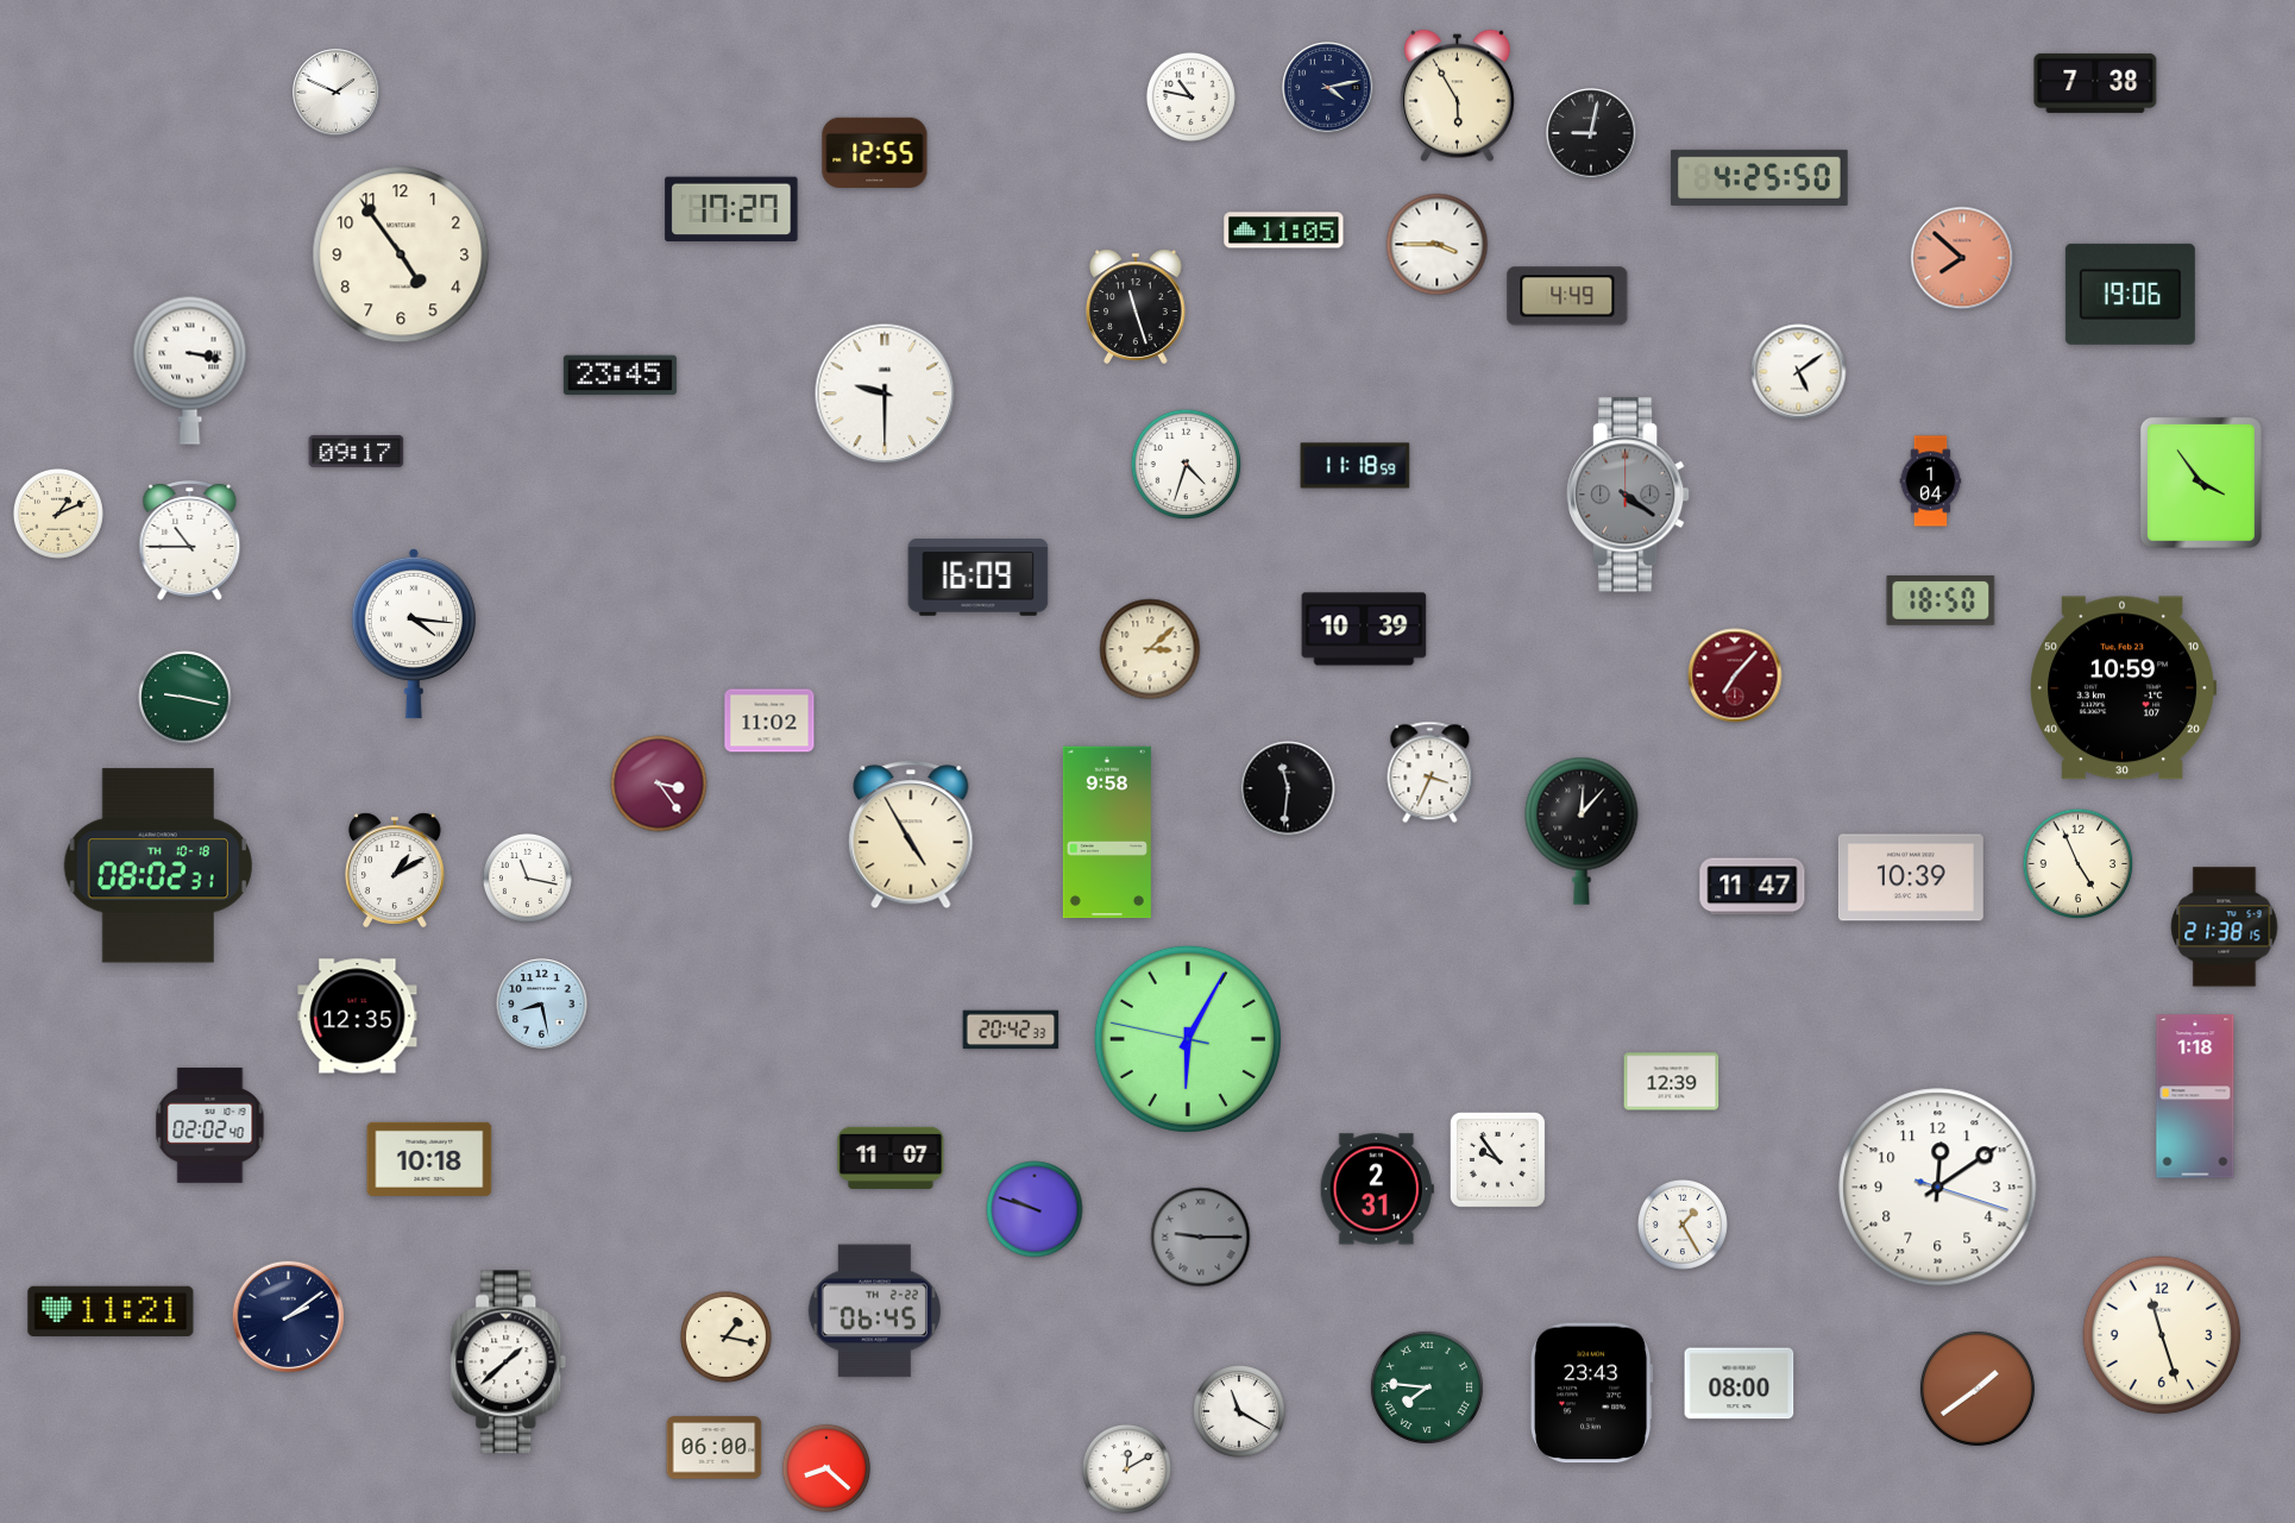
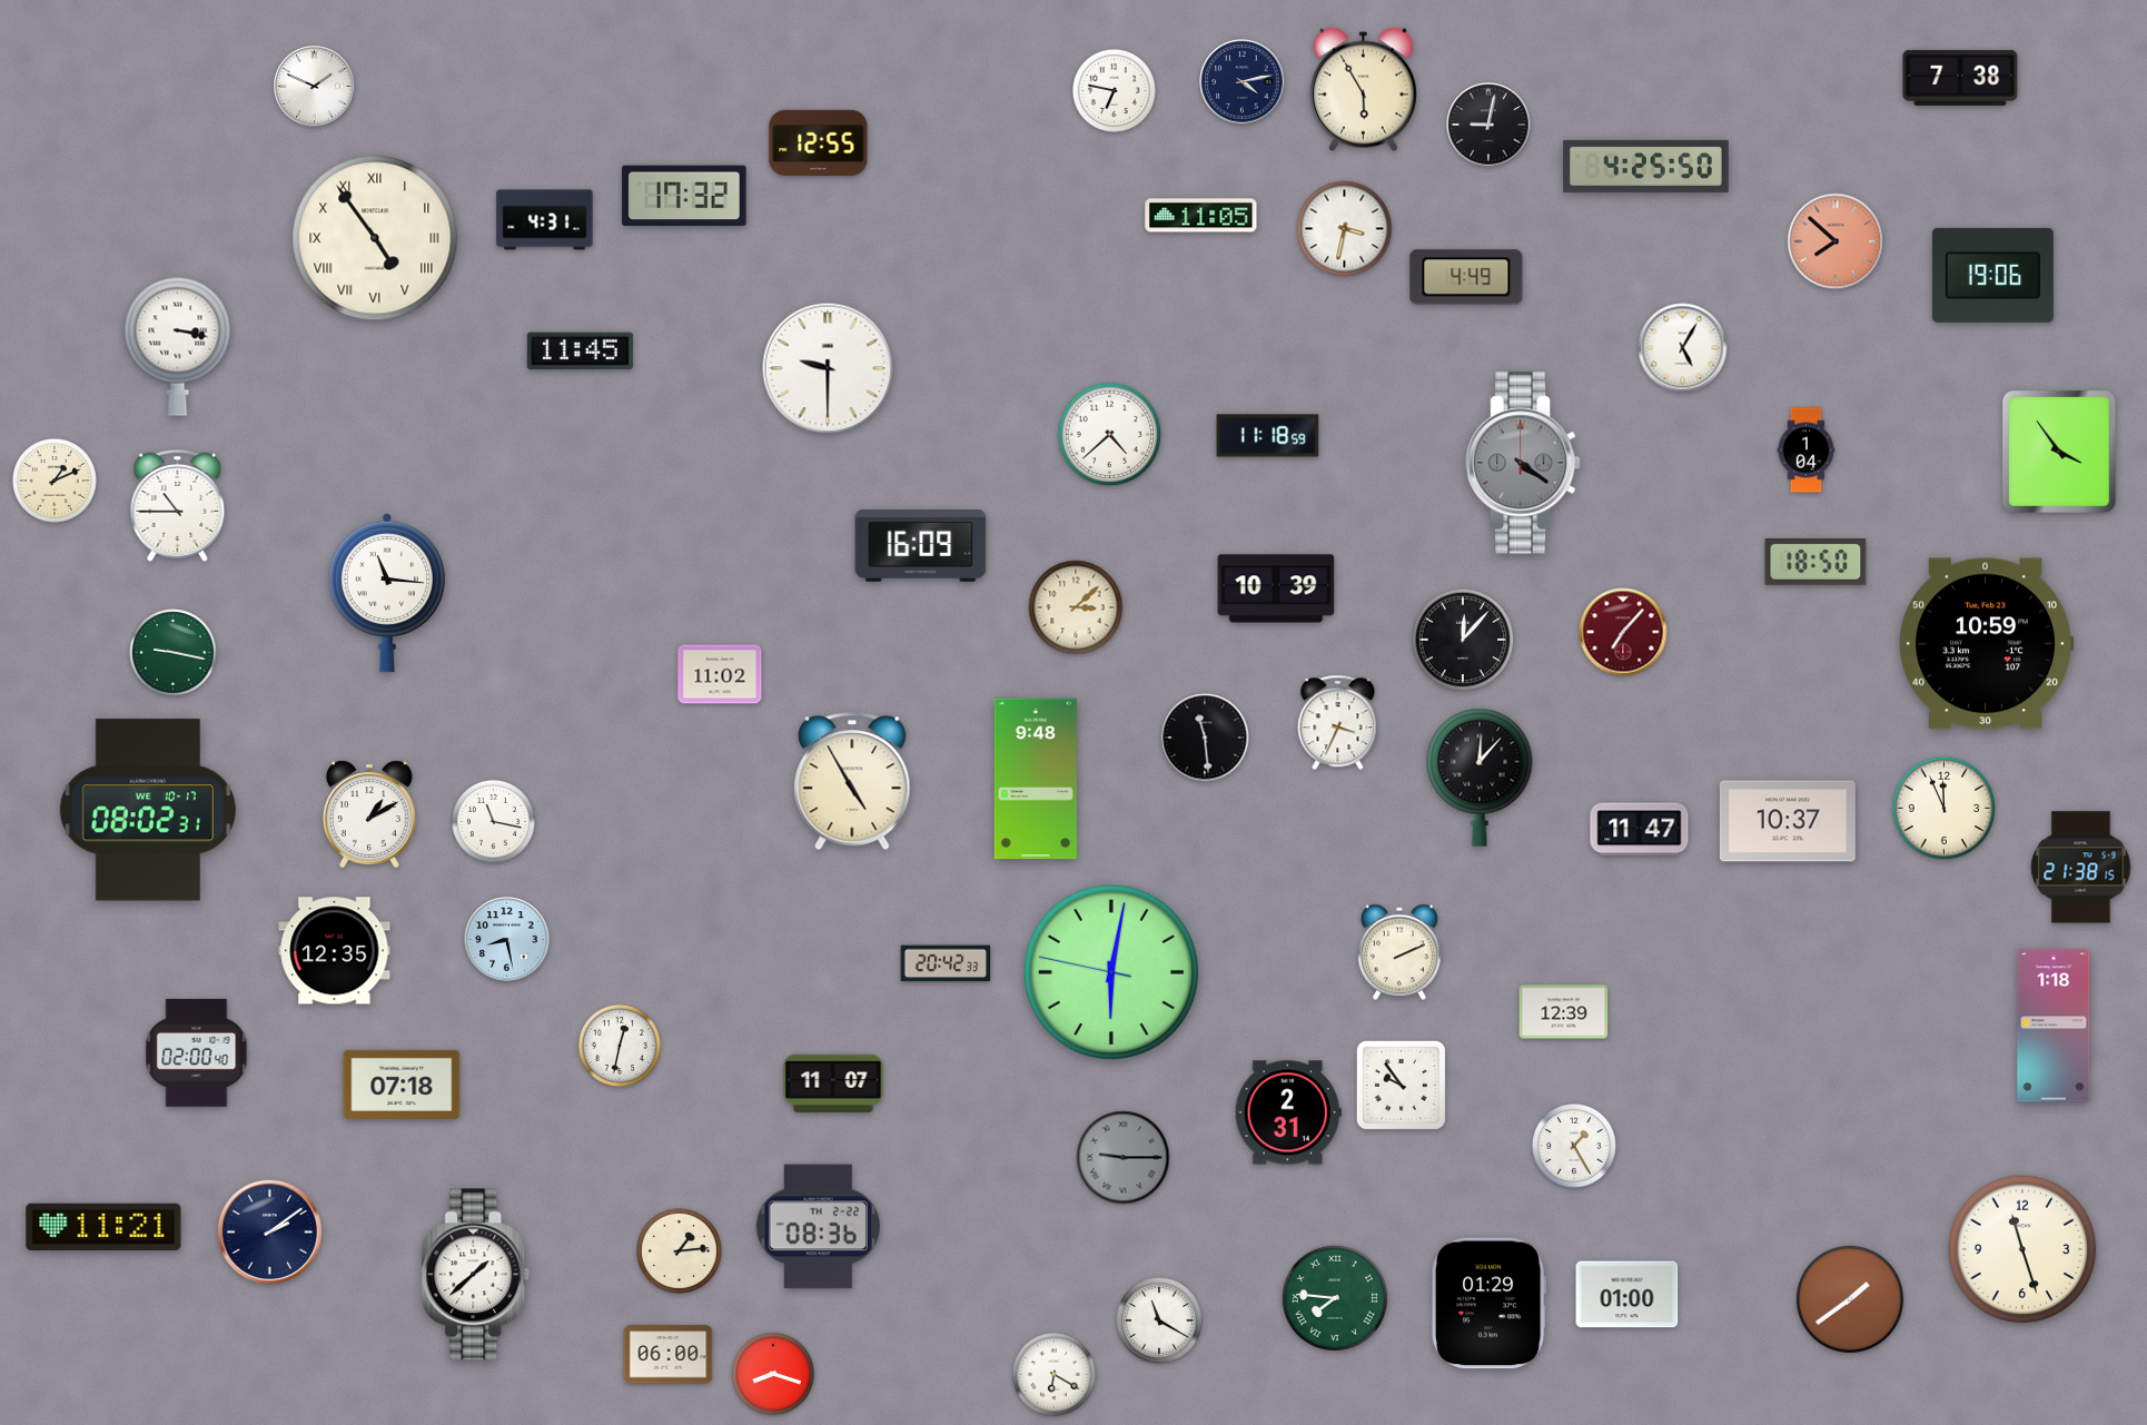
clock at (1190, 96): 10:47 -> 6:47
clock at (731, 209): 17:27 -> 17:32
clock at (545, 220): none -> 4:31
clock at (1438, 245): 3:45 -> 3:32
clock at (401, 254) numerals: Arabic -> Roman
clock at (1137, 307): 11:27 -> none
clock at (1799, 372): 5:09 -> 5:05
clock at (620, 376): 23:45 -> 11:45
clock at (357, 451): 09:17 -> none
clock at (1187, 465): 4:33 -> 4:38
clock at (979, 578) position: (979, 578) -> (921, 546)
clock at (414, 634): 4:16 -> 11:16
clock at (1463, 640): none -> 12:07
clock at (659, 783): 3:24 -> none
clock at (1288, 788): 11:31 -> 11:29
clock at (1107, 832): 9:58 -> 9:48
clock at (2079, 864): 4:56 -> 11:56
clock at (158, 866) date: TH 10-18 -> WE 10-17
clock at (1911, 877): 10:39 -> 10:37
clock at (1399, 952): none -> 2:11
clock at (1188, 1039): 6:04 -> 6:01
clock at (620, 1046): none -> 12:32
clock at (210, 1125): 02:02 -> 02:00
clock at (429, 1159): 10:18 -> 07:18
clock at (1938, 1188): 12:09 -> none
clock at (1035, 1209): 9:48 -> none
clock at (874, 1311): 06:45 -> 08:36
clock at (727, 1338): 1:17 -> 1:14
clock at (1740, 1384): 08:00 -> 01:00
clock at (1592, 1393): 23:43 -> 01:29
clock at (826, 1468): 8:22 -> 8:18
clock at (1126, 1468): 12:10 -> 6:20
